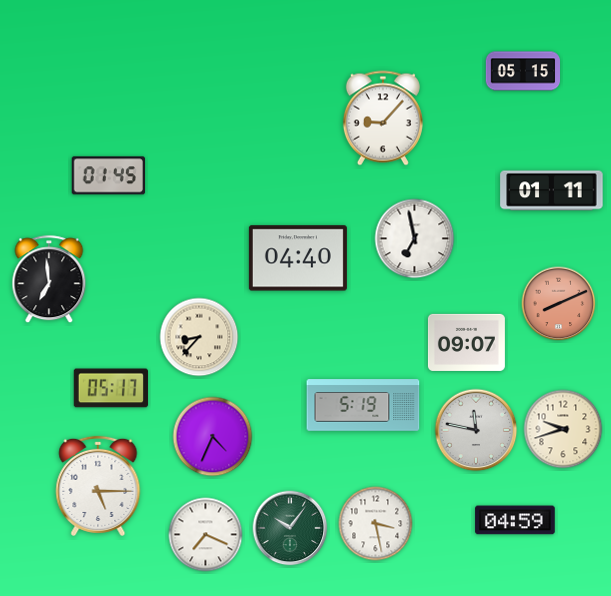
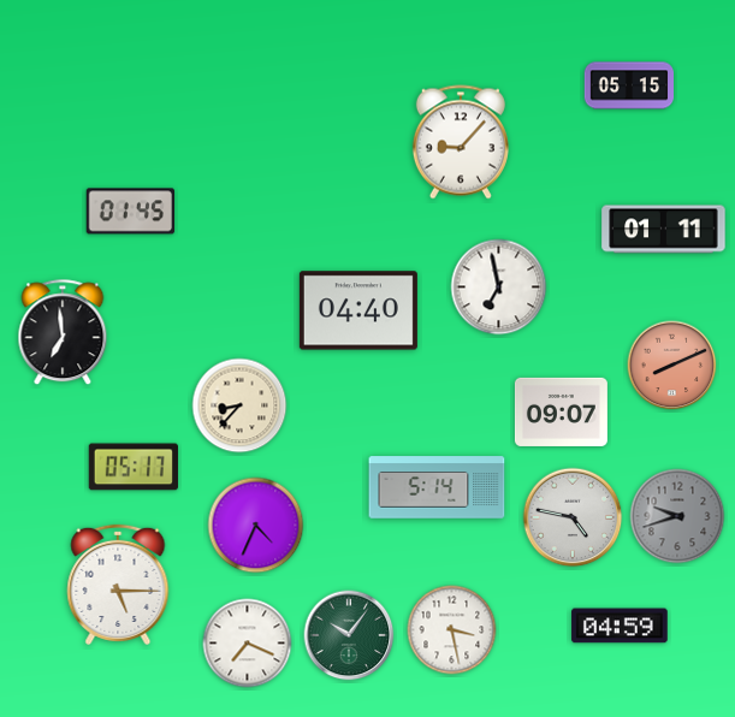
clock at (49, 280) position: (49, 280) -> (63, 333)
clock at (363, 405): 5:19 -> 5:14
clock at (563, 429) dial: cream -> grey
clock at (476, 430): 11:47 -> 4:47
